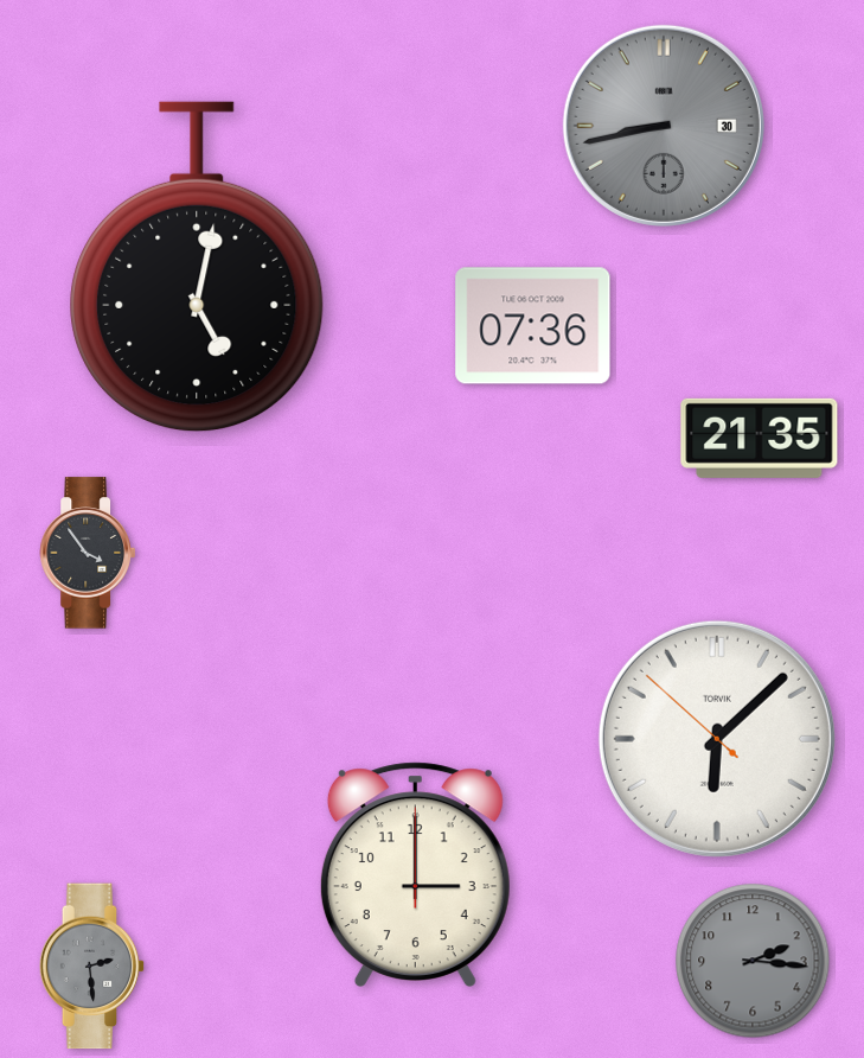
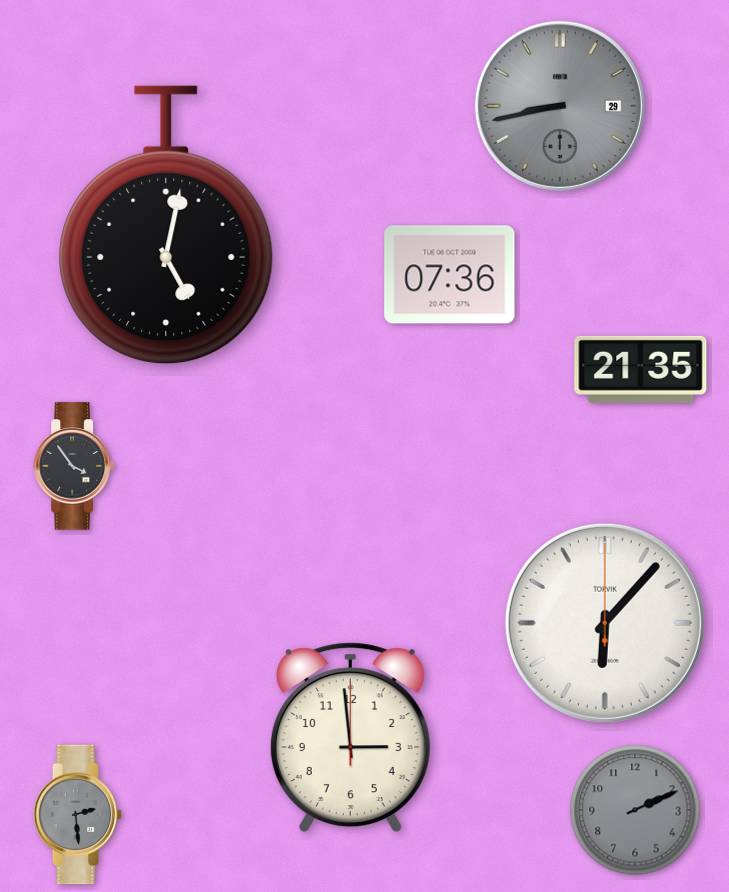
clock at (664, 126) date: 30 -> 29
clock at (717, 739): 6:07:52 -> 6:07:00
clock at (415, 874): 3:00 -> 2:59
clock at (753, 961): 2:16 -> 2:11
